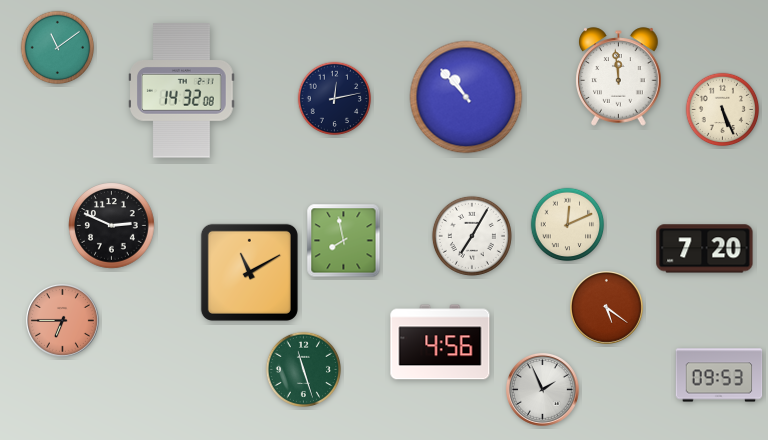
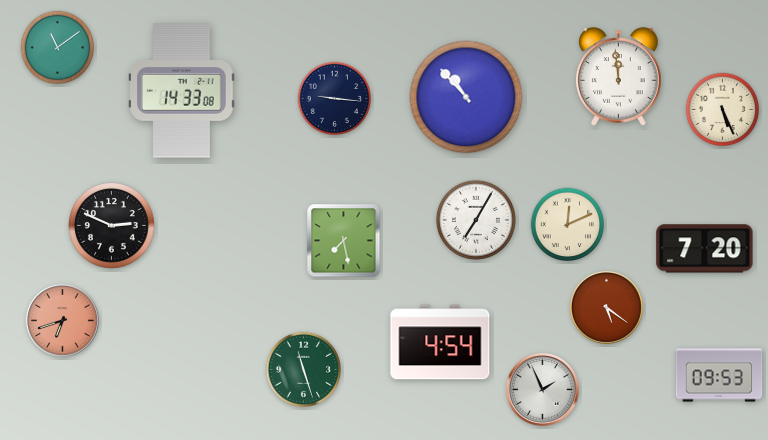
clock at (182, 91): 14:32 -> 14:33
clock at (335, 99): 12:13 -> 9:16
clock at (472, 236) position: (472, 236) -> (476, 220)
clock at (344, 241): 7:58 -> 7:28
clock at (249, 272): 11:10 -> none
clock at (62, 320): 6:45 -> 6:42
clock at (440, 342): 4:56 -> 4:54
